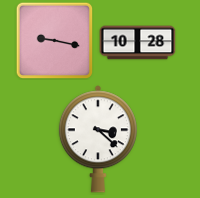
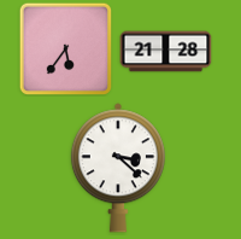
clock at (54, 40): 9:17 -> 5:36
clock at (138, 43): 10:28 -> 21:28
